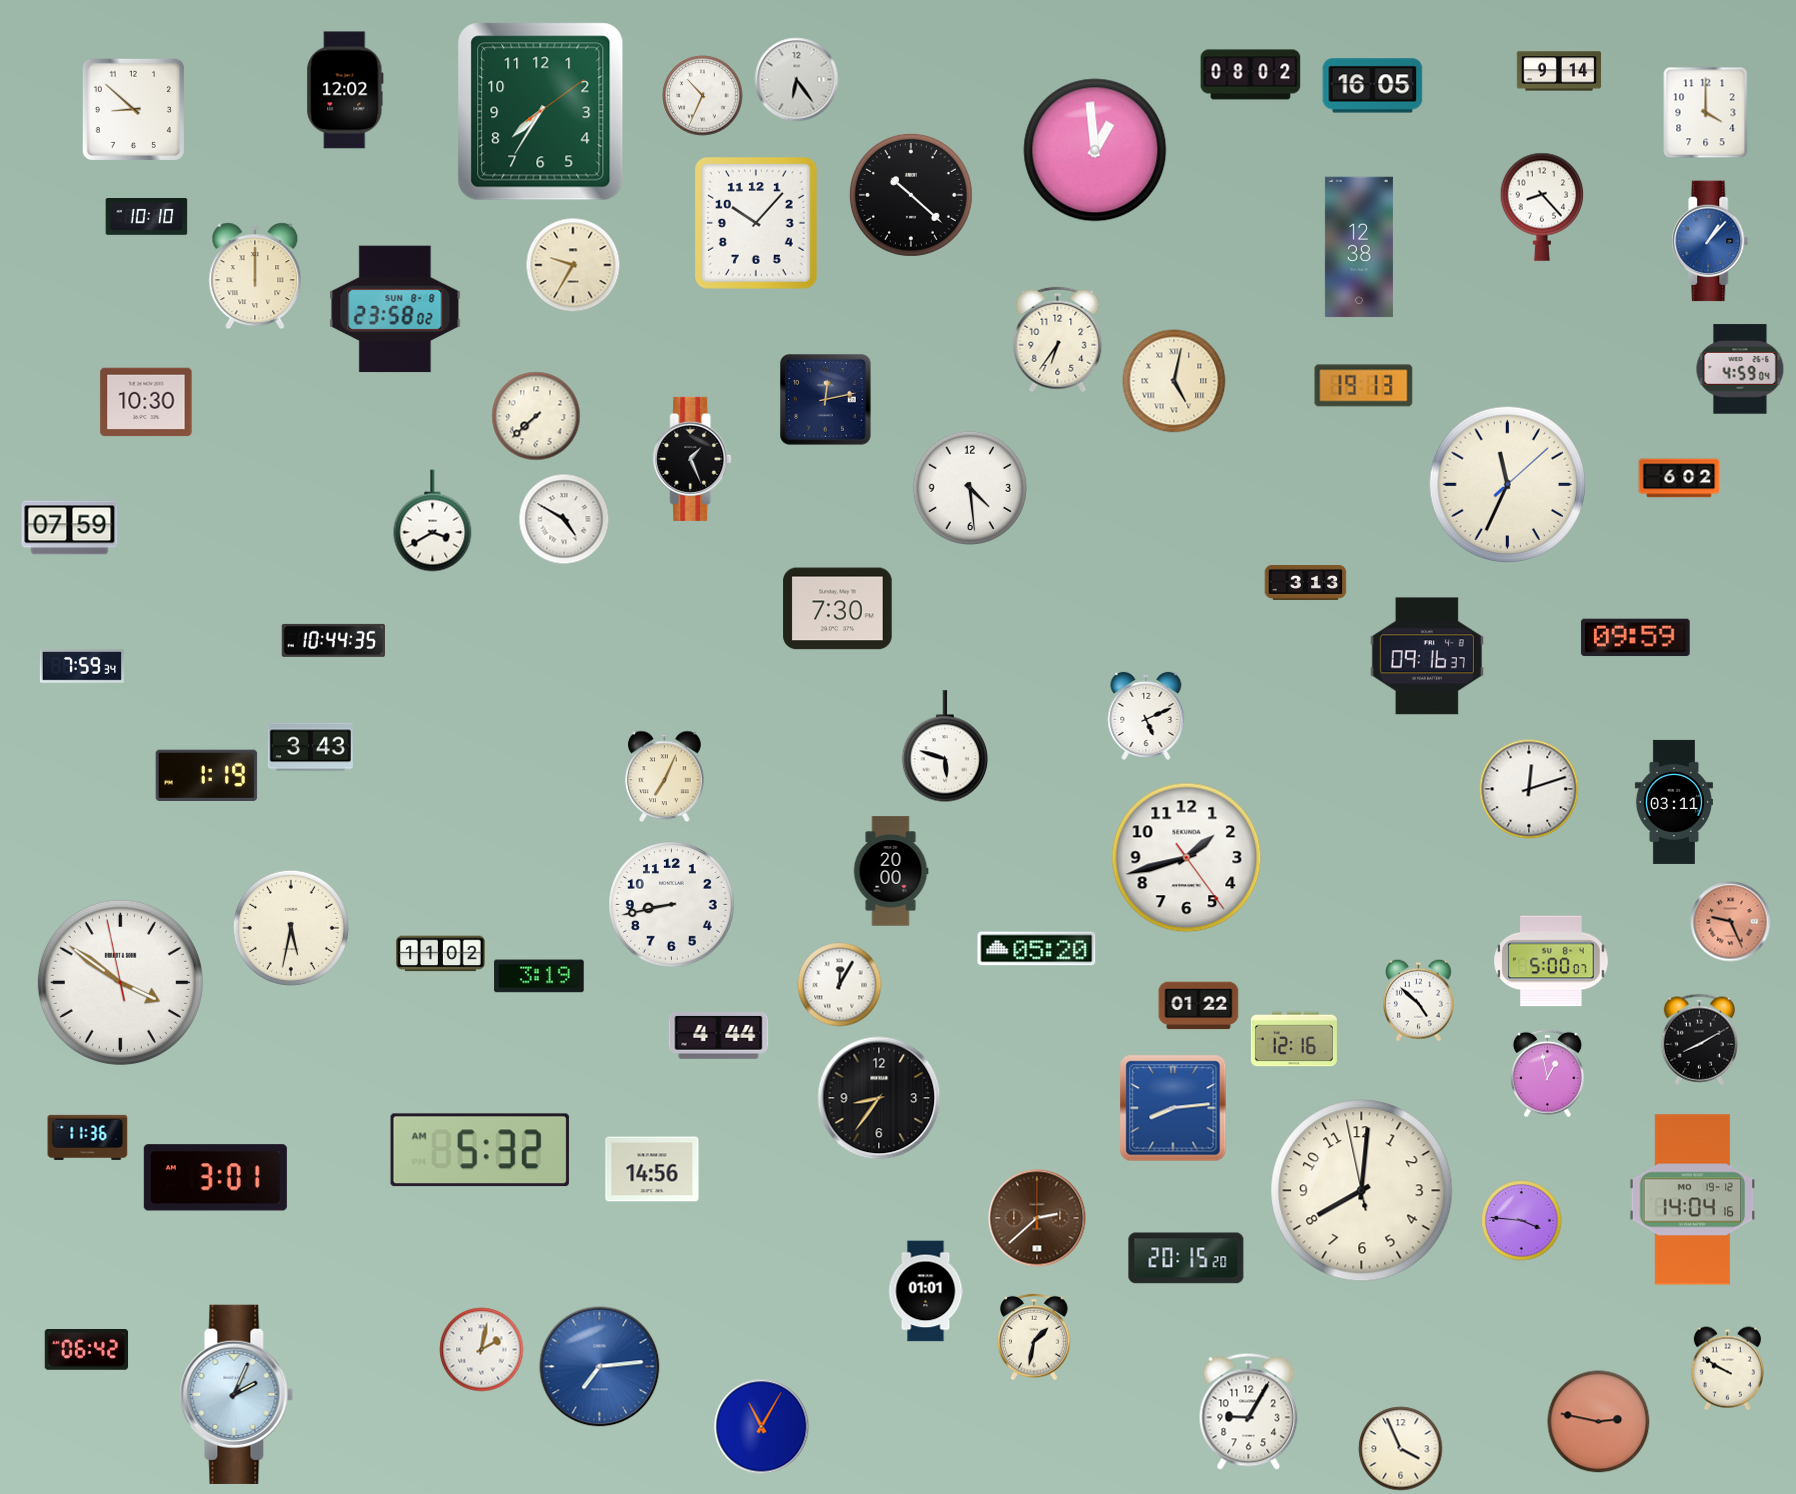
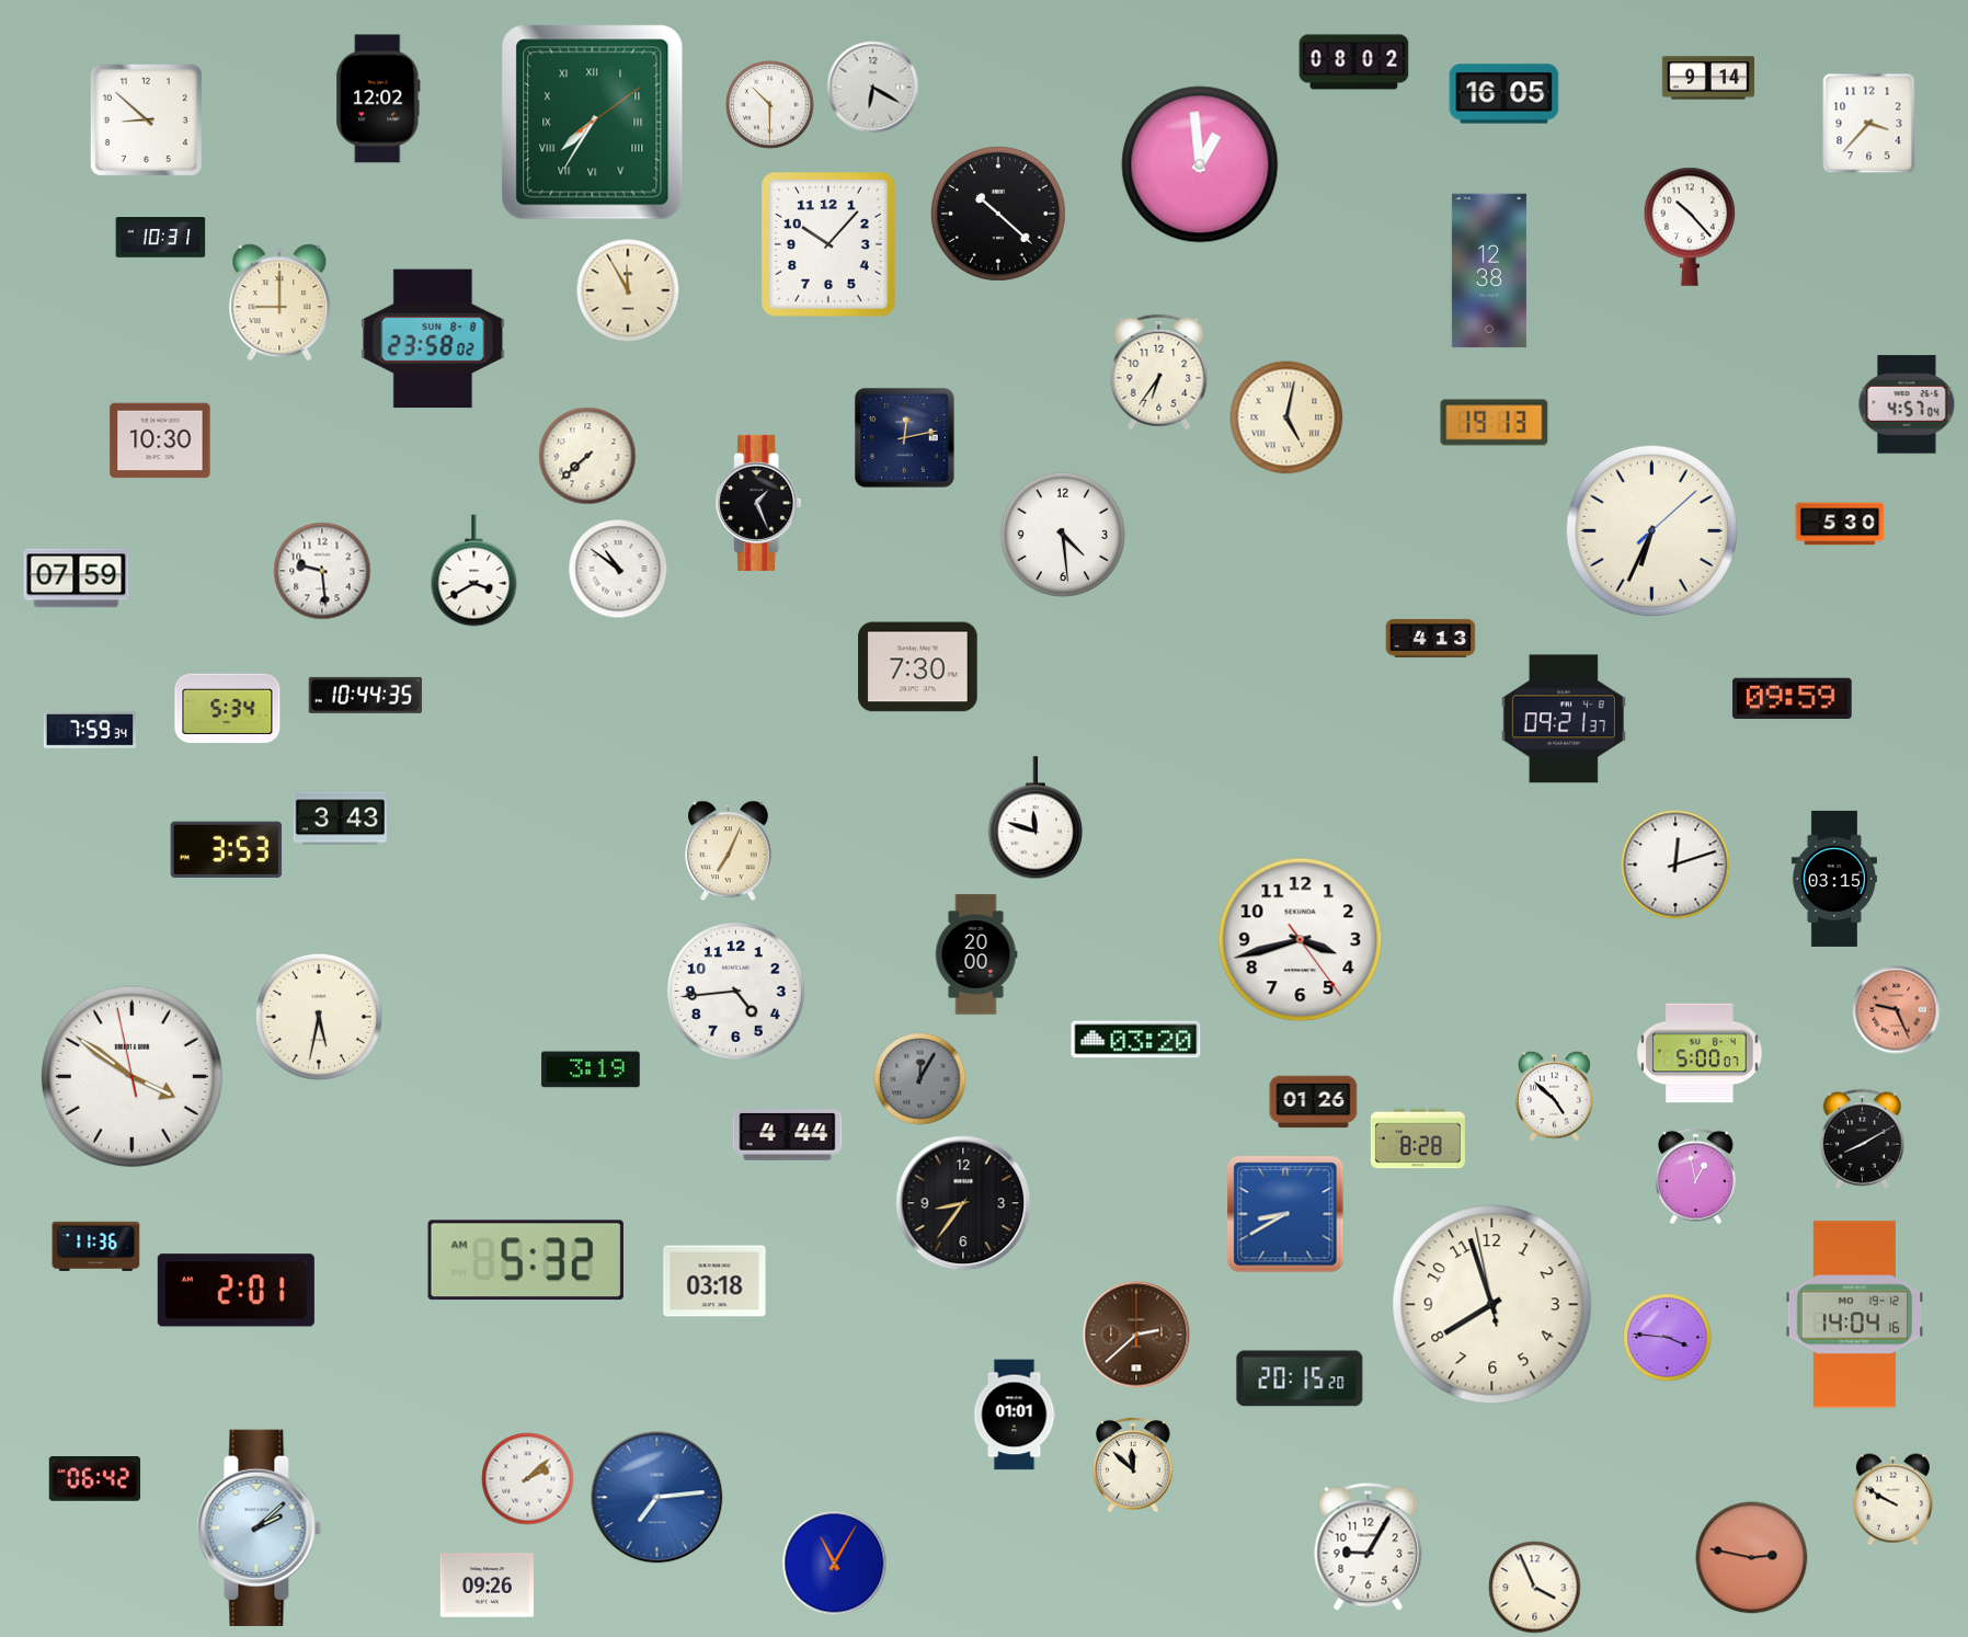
clock at (1251, 75) position: (1251, 75) -> (1354, 62)
clock at (797, 80): 6:24 -> 6:20
clock at (703, 96): 10:34 -> 10:30
clock at (541, 112) numerals: Arabic -> Roman
clock at (1706, 113): 4:00 -> 3:37
clock at (1542, 207): 8:23 -> 10:23
clock at (147, 217): 10:10 -> 10:31
clock at (1710, 241): 1:07 -> none
clock at (573, 265): 9:35 -> 11:55
clock at (255, 276): 12:00 -> 9:00
clock at (1740, 369): 4:59 -> 4:57
clock at (1679, 478): 6:02 -> 5:30
clock at (1508, 485): 11:34 -> 6:34
clock at (564, 519): 4:50 -> 10:51
clock at (322, 571): none -> 9:29
clock at (1306, 582): 3:13 -> 4:13
clock at (333, 640) position: (333, 640) -> (365, 695)
clock at (228, 709): none -> 5:34
clock at (1427, 656): 09:16 -> 09:21
clock at (1146, 716): 5:11 -> none
clock at (944, 747): 5:48 -> 11:48
clock at (207, 775): 1:19 -> 3:53
clock at (1674, 802): 03:11 -> 03:15
clock at (1187, 858): 1:42 -> 3:42
clock at (672, 905): 8:43 -> 4:44
clock at (1037, 949): 05:20 -> 03:20
clock at (441, 954): 11:02 -> none
clock at (840, 985) dial: white -> grey
clock at (1199, 1006): 01:22 -> 01:26
clock at (1294, 1039): 12:16 -> 8:28
clock at (1173, 1108): 8:14 -> 8:40
clock at (652, 1169): 14:56 -> 03:18
clock at (215, 1178): 3:01 -> 2:01
clock at (1362, 1191): 8:00 -> 7:56
clock at (1034, 1337): 1:32 -> 11:52
clock at (482, 1350): 2:02 -> 2:08
clock at (237, 1394): 2:04 -> 2:08
clock at (487, 1586): none -> 09:26
